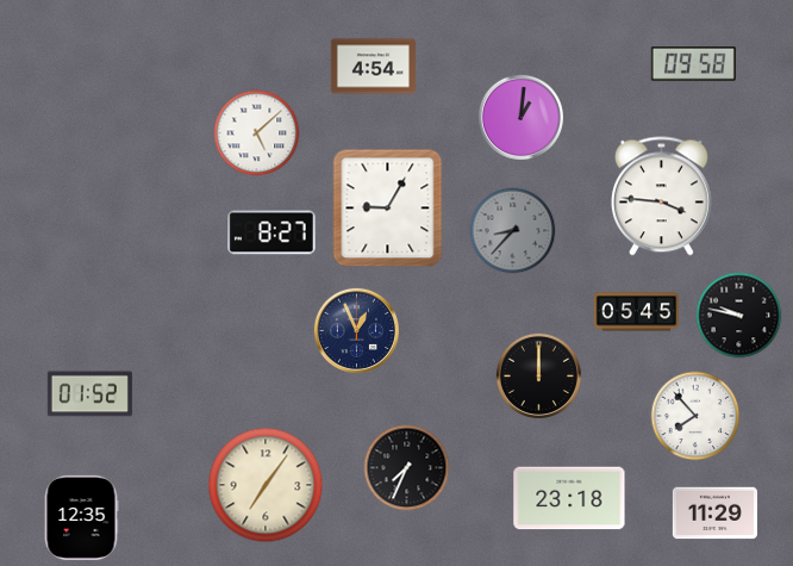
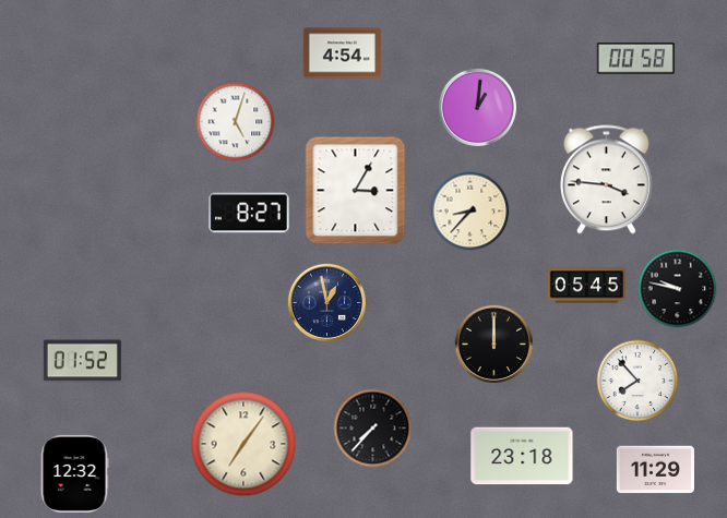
clock at (693, 64): 09:58 -> 00:58
clock at (373, 67) position: (373, 67) -> (342, 53)
clock at (257, 133): 5:08 -> 5:03
clock at (388, 209): 9:05 -> 3:05
clock at (513, 231) dial: grey -> cream
clock at (636, 312) position: (636, 312) -> (586, 286)
clock at (356, 330): 12:56 -> 12:58
clock at (407, 468): 7:34 -> 7:37
clock at (81, 517): 12:35 -> 12:32
